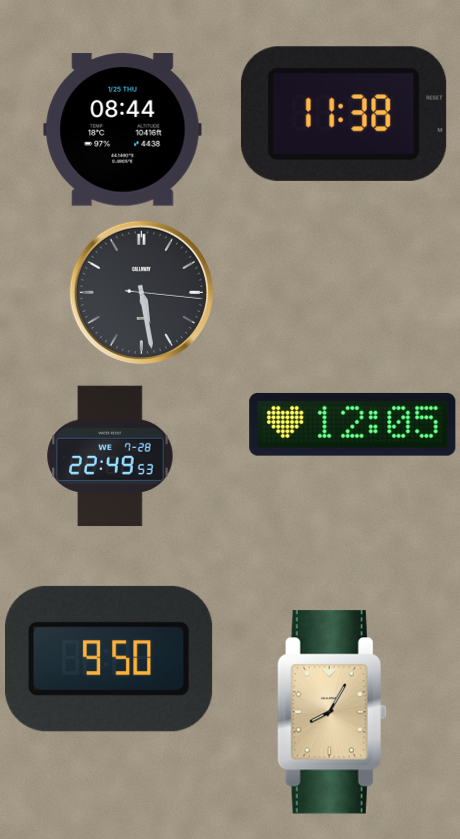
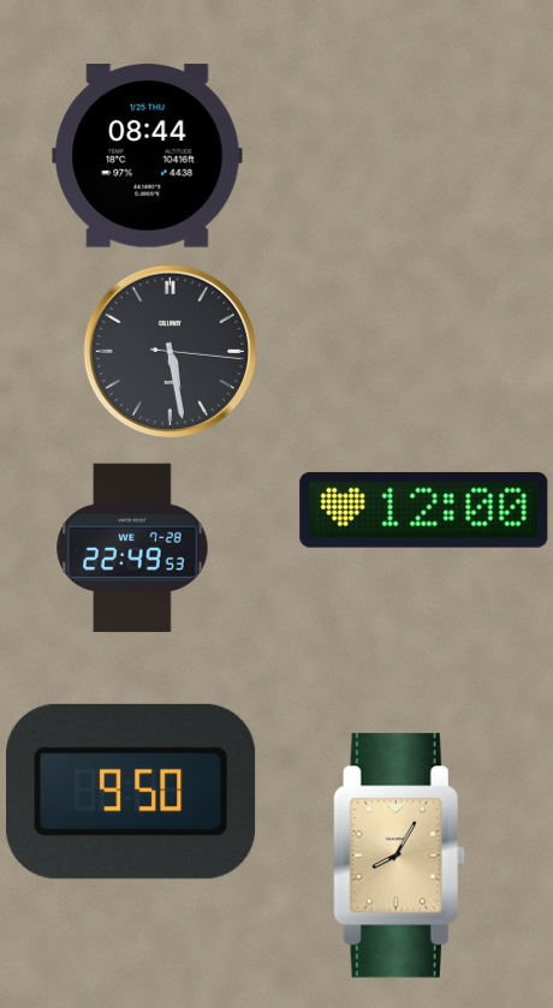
clock at (344, 114): 11:38 -> none
clock at (353, 424): 12:05 -> 12:00
